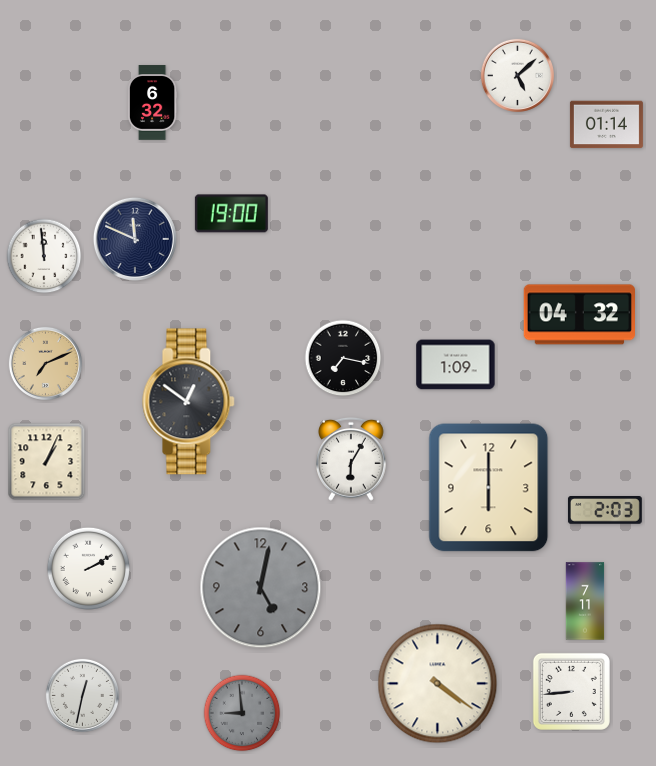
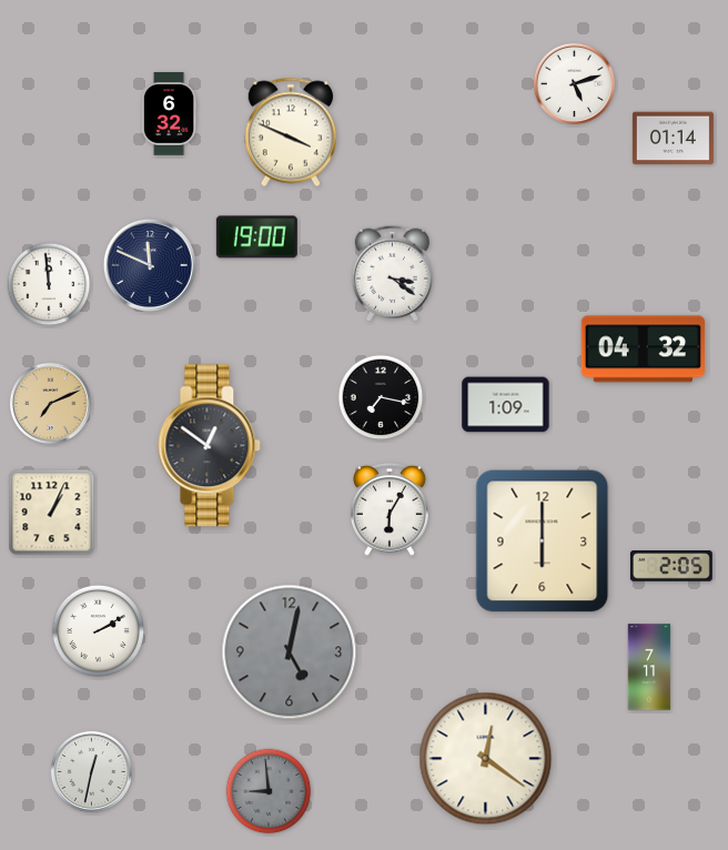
clock at (517, 75): 5:08 -> 5:12
clock at (291, 132): none -> 3:49
clock at (392, 273): none -> 3:21
clock at (605, 510): 2:03 -> 2:05
clock at (438, 684): 4:21 -> 12:21
clock at (571, 691): 8:44 -> none
